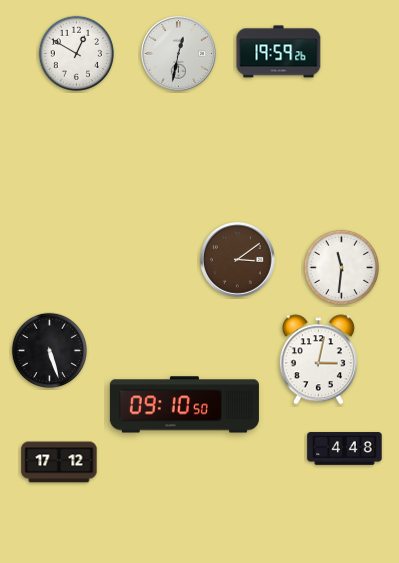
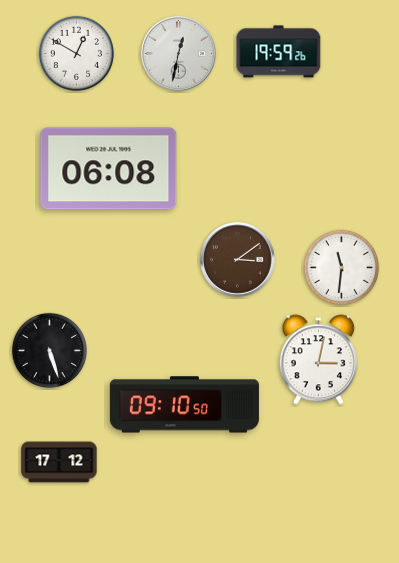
clock at (109, 169): none -> 06:08
clock at (345, 449): 4:48 -> none
